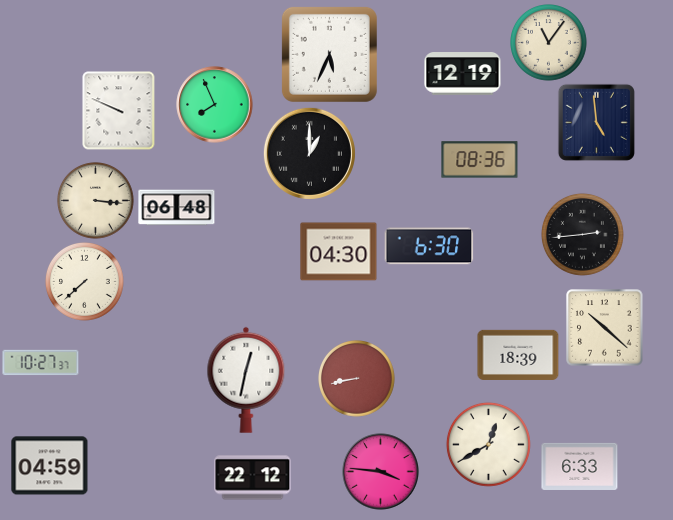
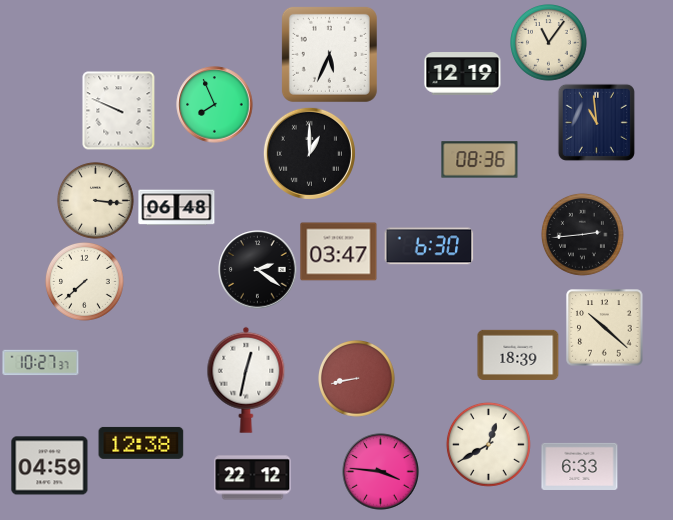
clock at (596, 122): 4:59 -> 10:59
clock at (339, 252): 04:30 -> 03:47
clock at (258, 270): none -> 2:21
clock at (141, 443): none -> 12:38
